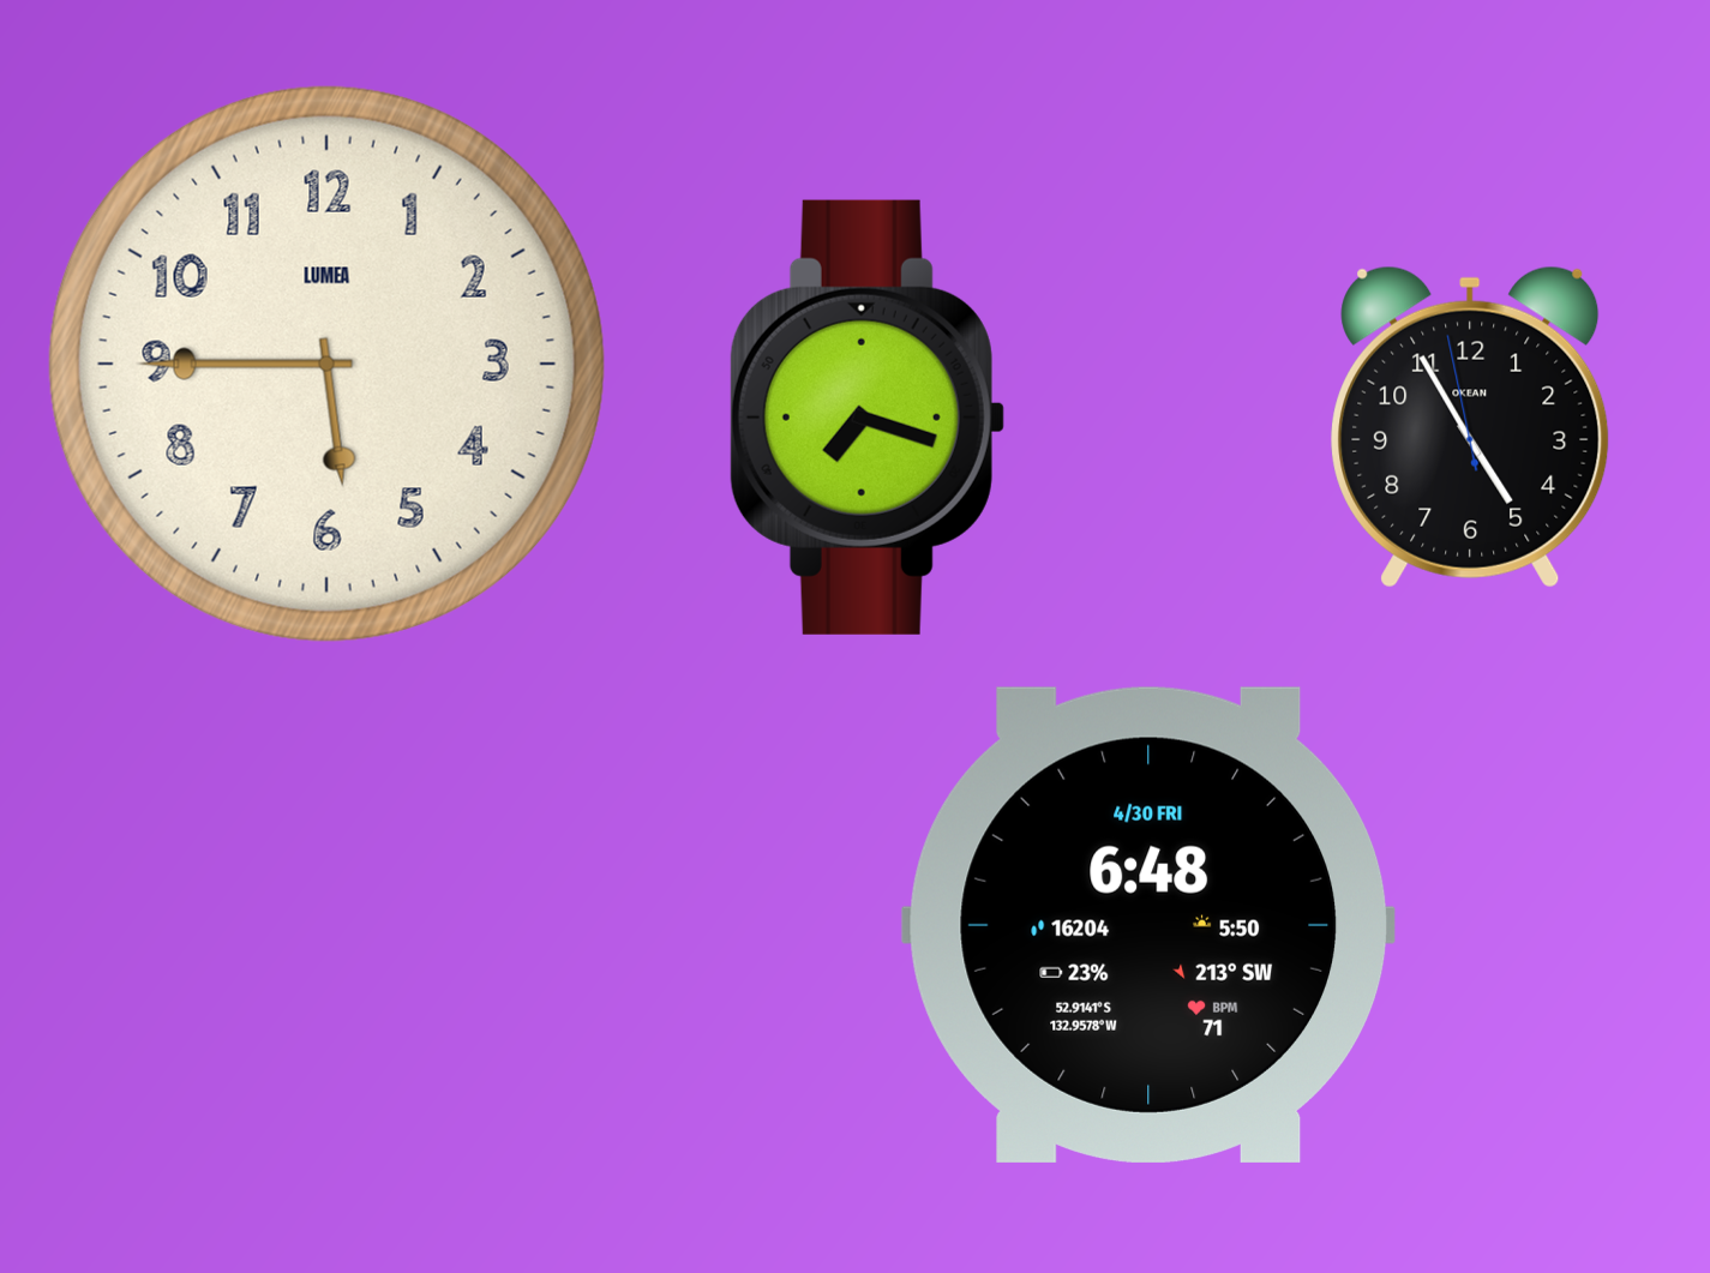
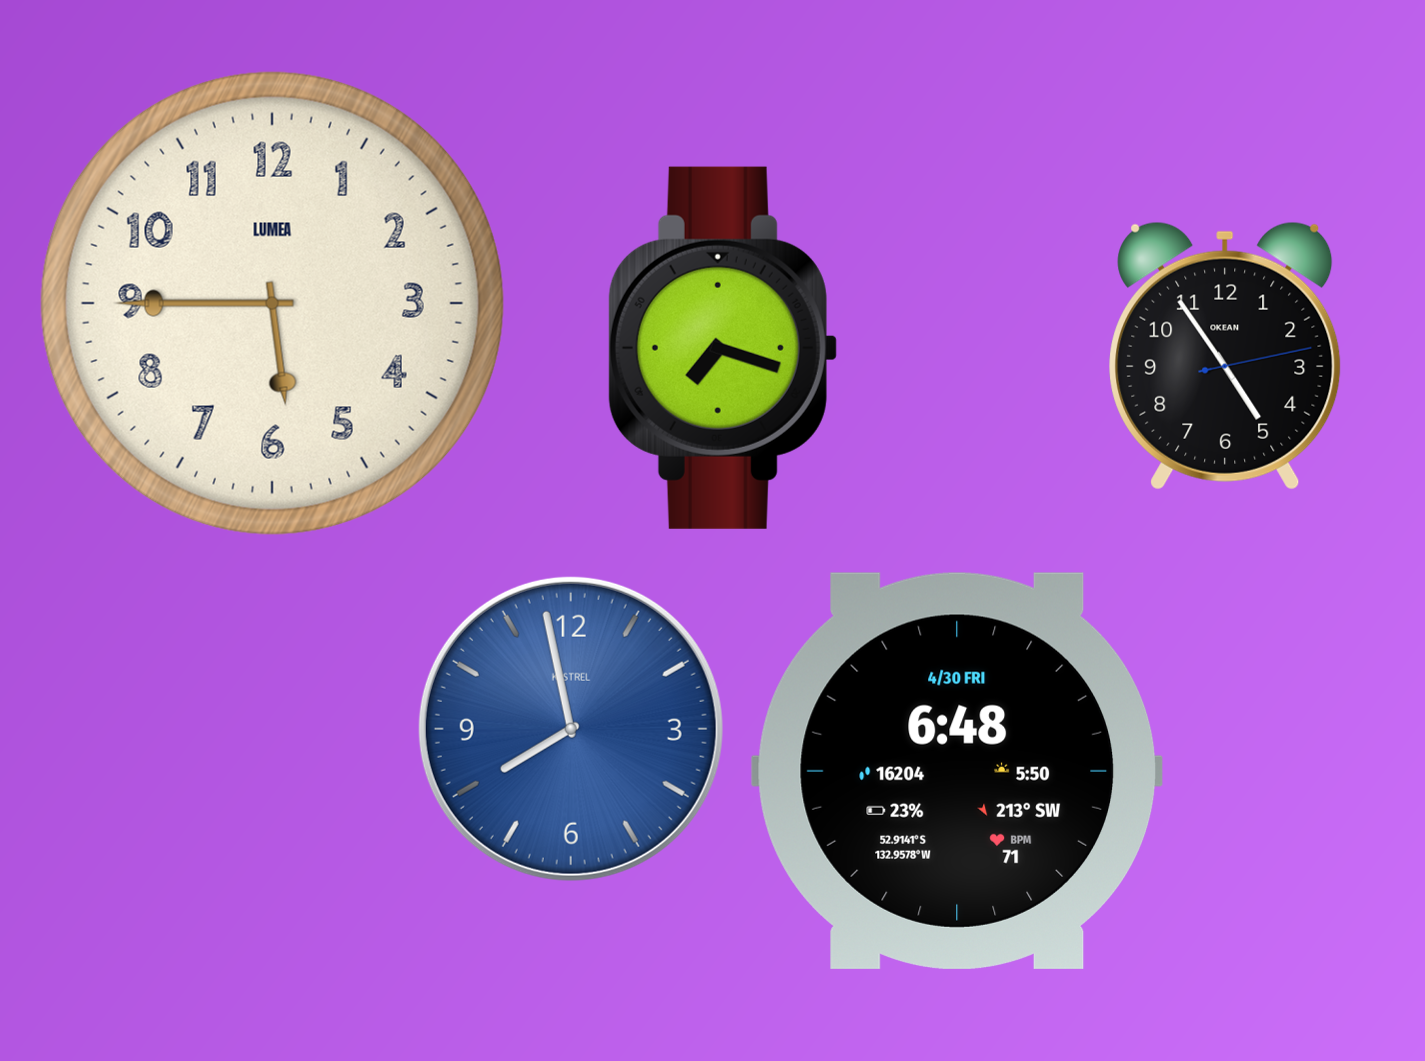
clock at (1470, 427): 4:54:58 -> 4:54:13
clock at (571, 729): none -> 7:58
